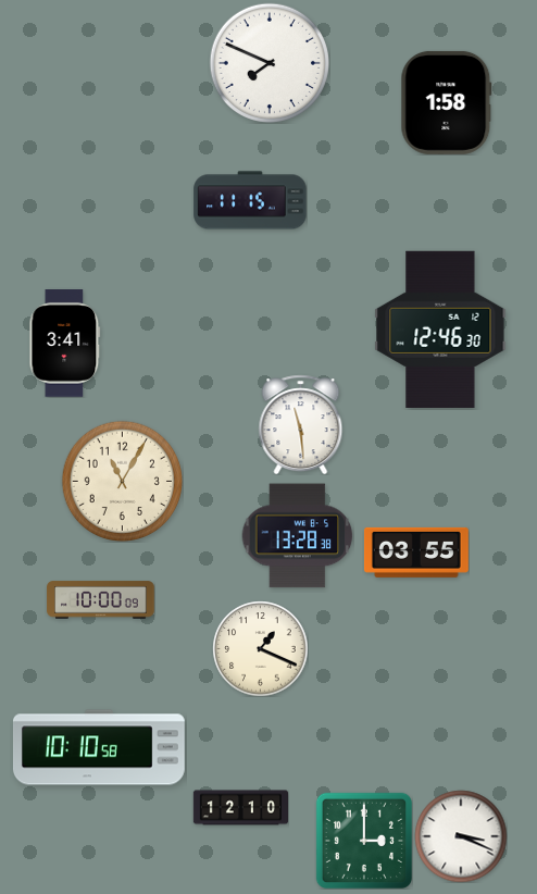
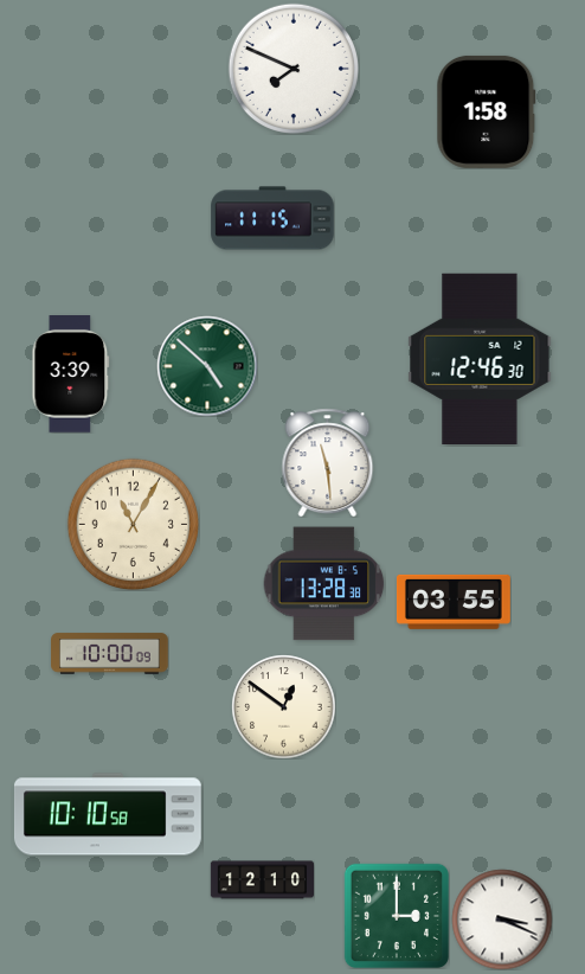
clock at (207, 366): none -> 4:52
clock at (65, 344): 3:41 -> 3:39
clock at (260, 648): 1:19 -> 12:51
clock at (461, 836) position: (461, 836) -> (502, 919)
